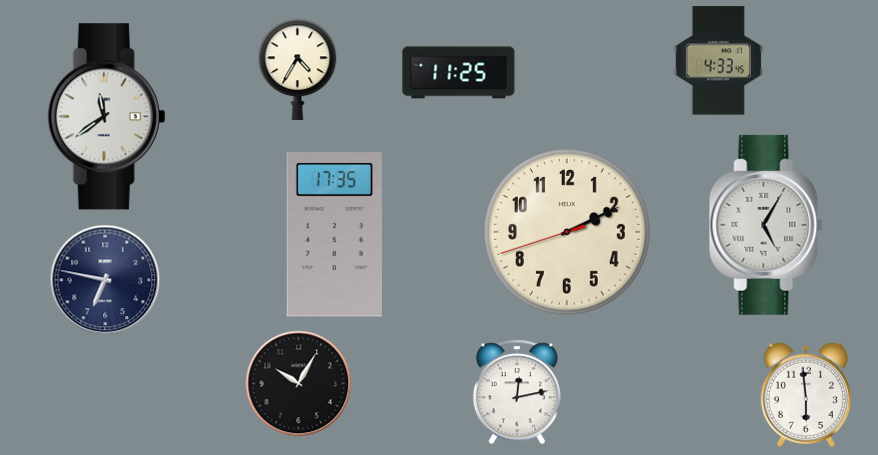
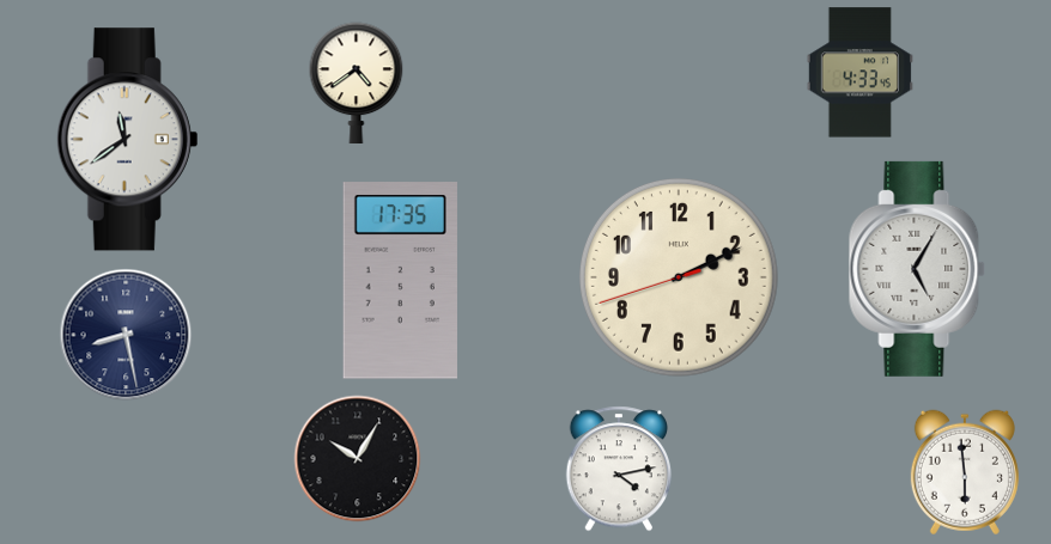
clock at (298, 69): 4:35 -> 4:39
clock at (459, 73): 11:25 -> none
clock at (105, 280): 6:47 -> 8:28
clock at (516, 392): 12:13 -> 4:13
